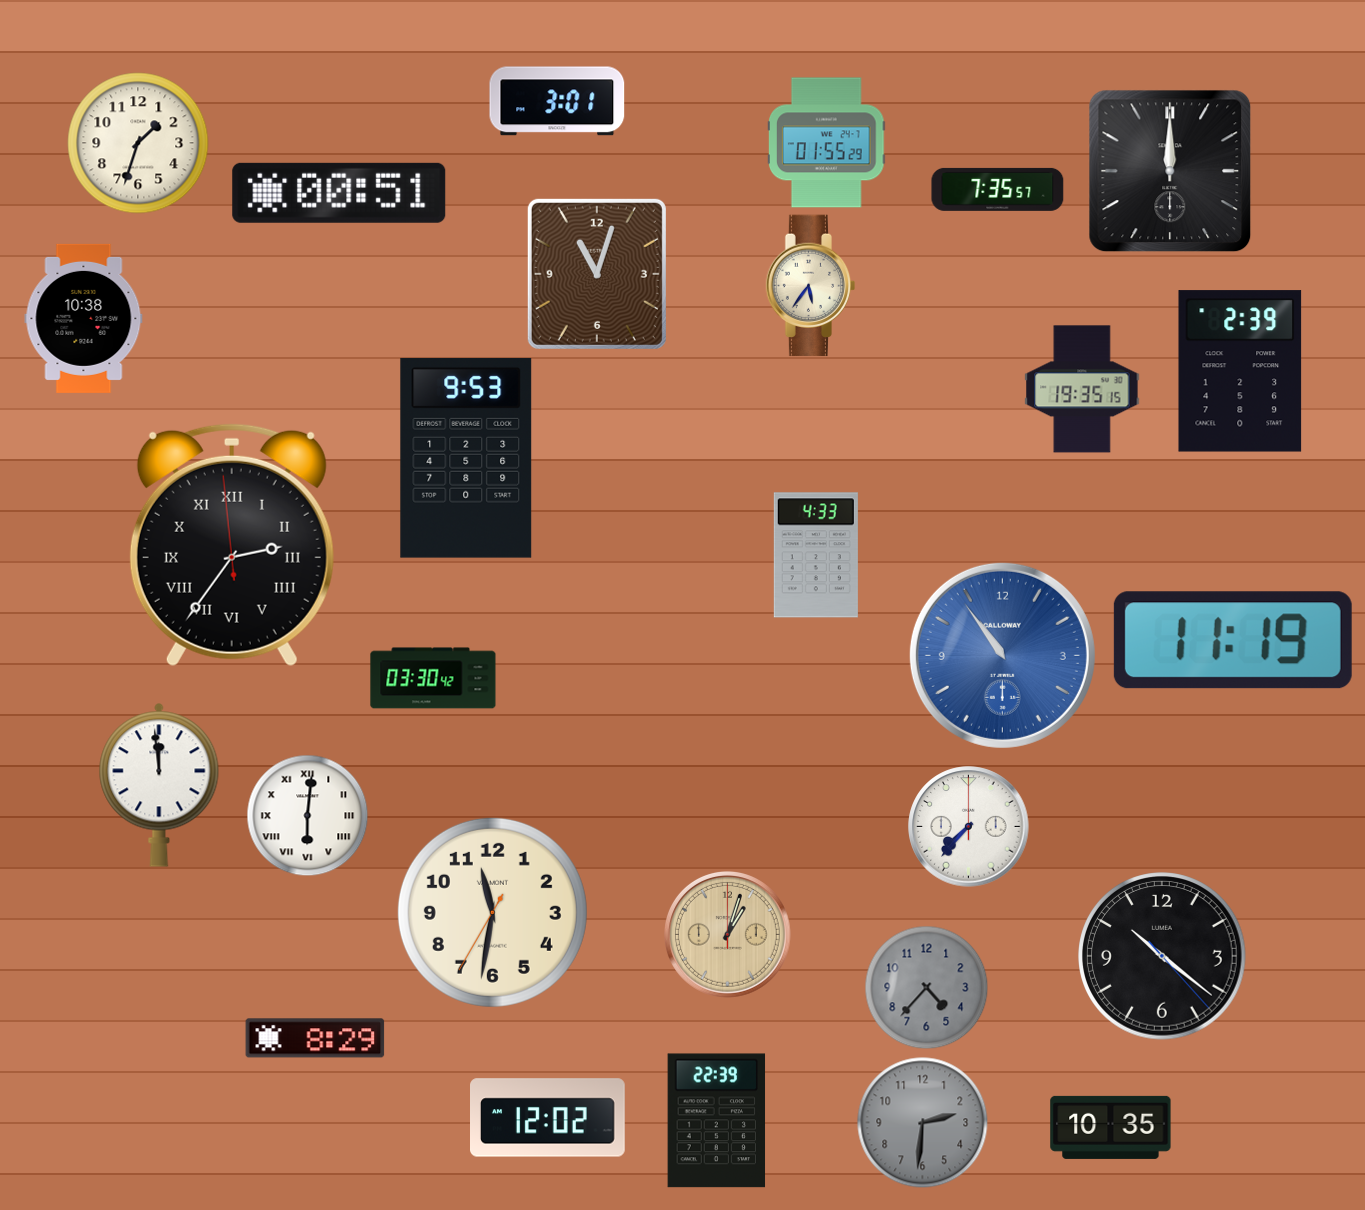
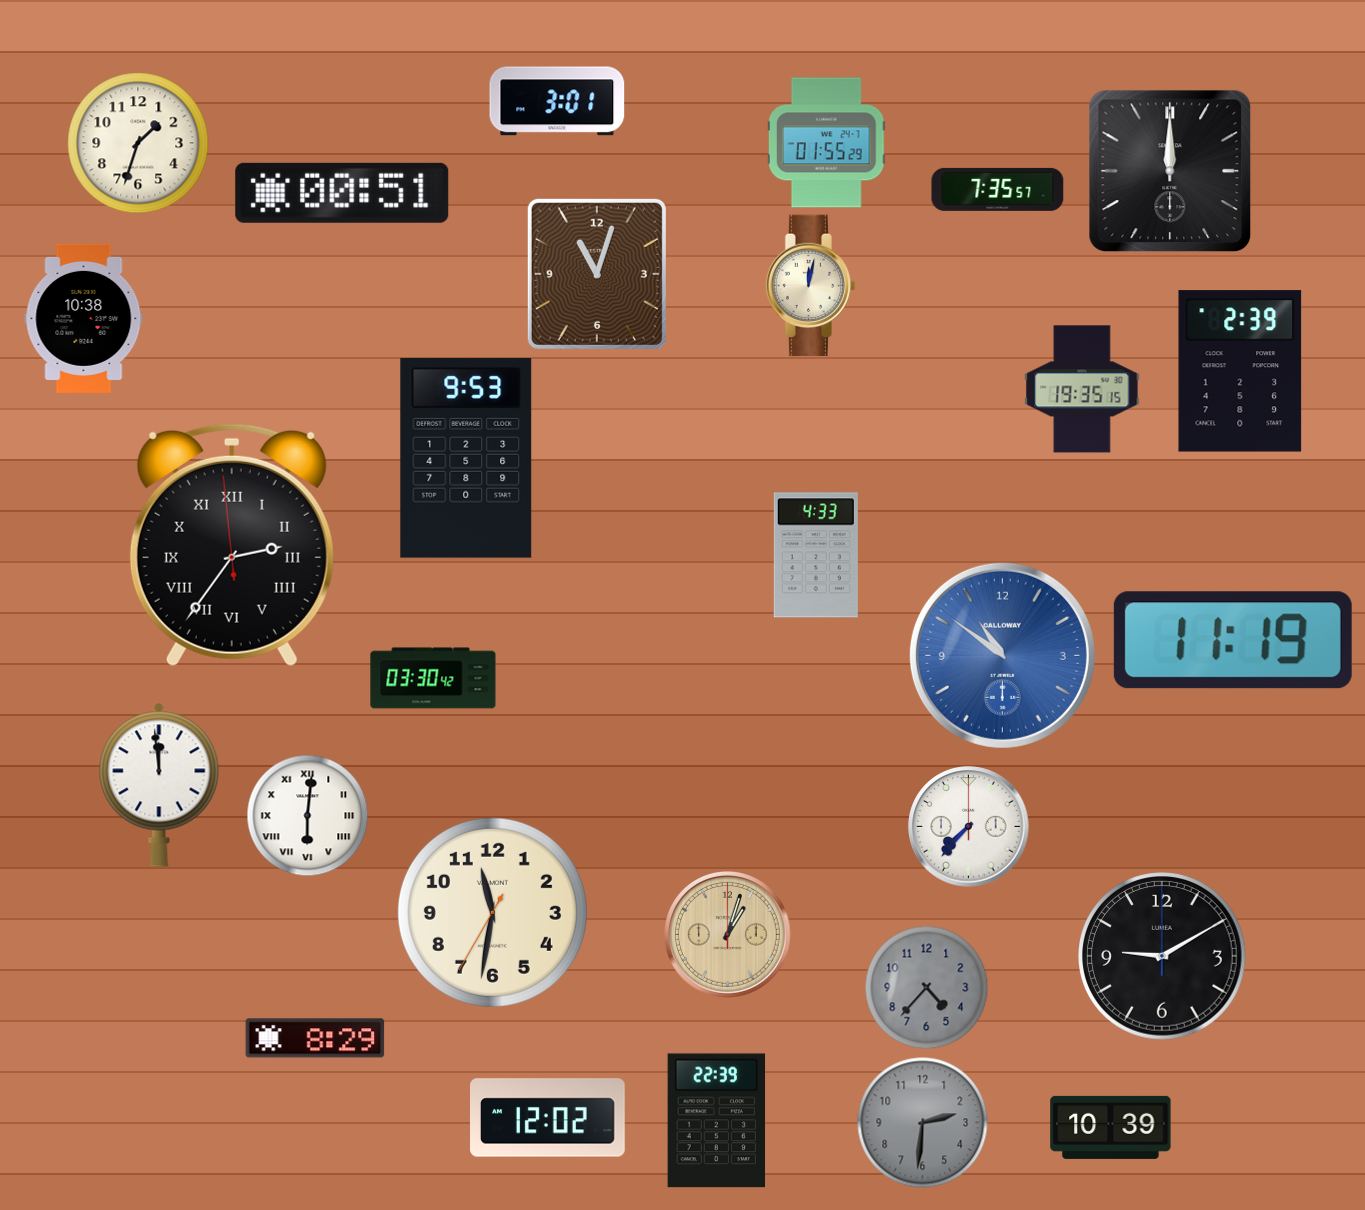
clock at (339, 193) position: (339, 193) -> (342, 193)
clock at (811, 286): 5:36 -> 12:02
clock at (1002, 655): 10:54 -> 10:51
clock at (1162, 956): 10:21 -> 9:10
clock at (1111, 1127): 10:35 -> 10:39
